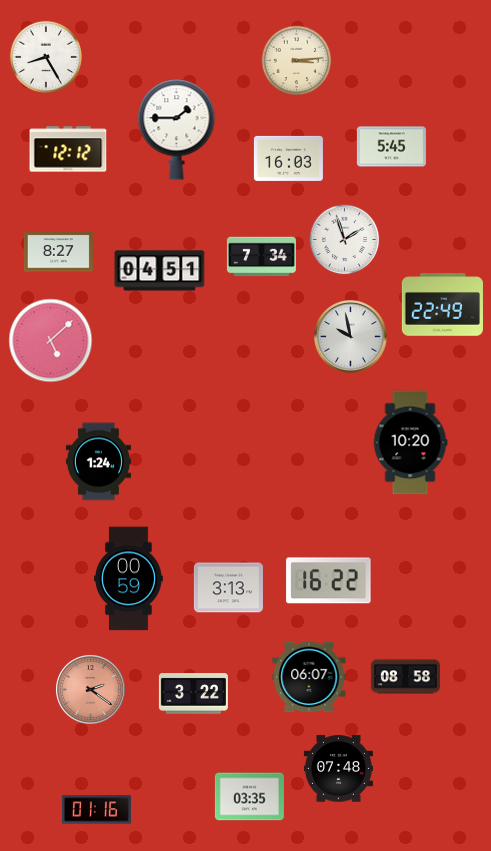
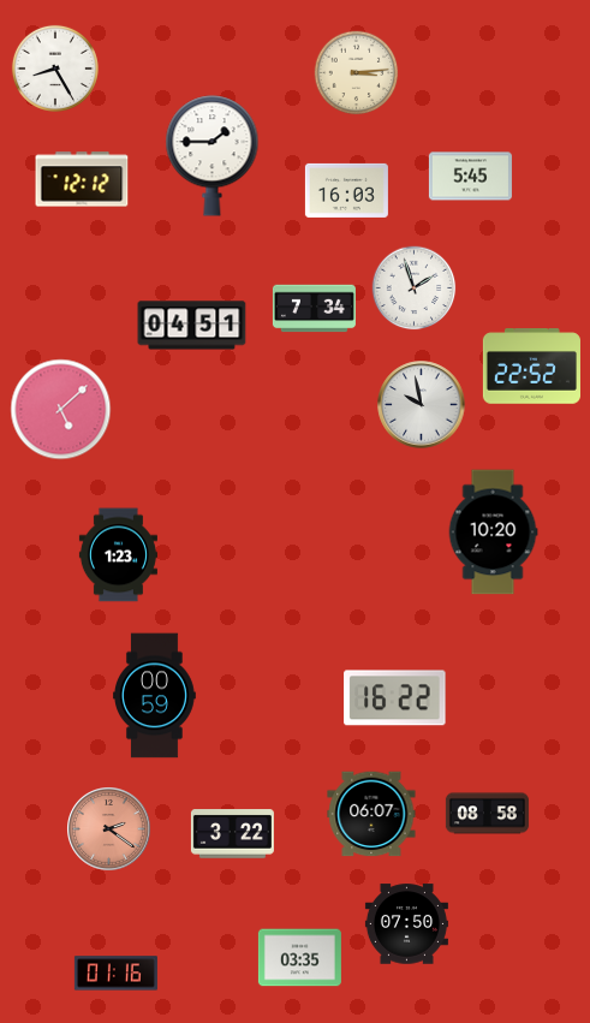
clock at (58, 252): 8:27 -> none
clock at (442, 305): 22:49 -> 22:52
clock at (98, 462): 1:24 -> 1:23
clock at (228, 588): 3:13 -> none
clock at (338, 769): 07:48 -> 07:50
